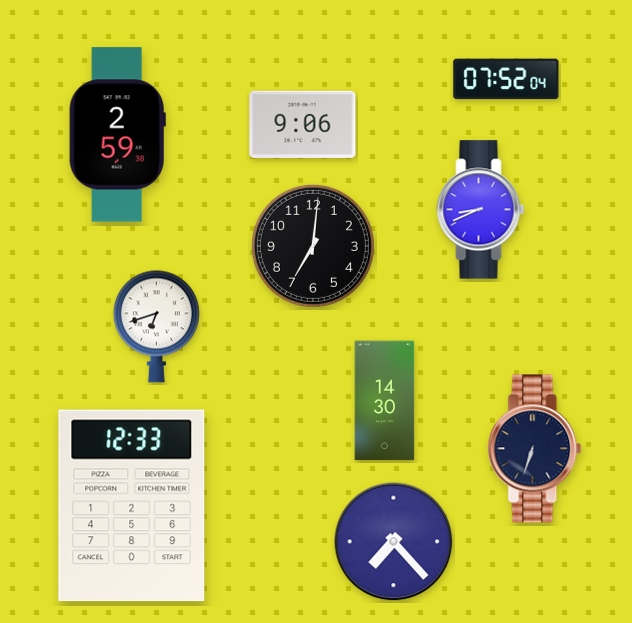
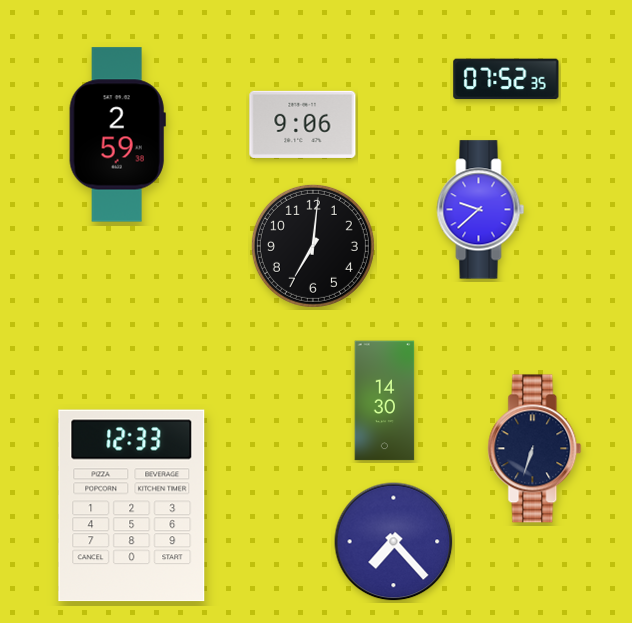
clock at (506, 79): 07:52:04 -> 07:52:35
clock at (481, 210): 8:41 -> 9:38
clock at (156, 326): 6:42 -> none
